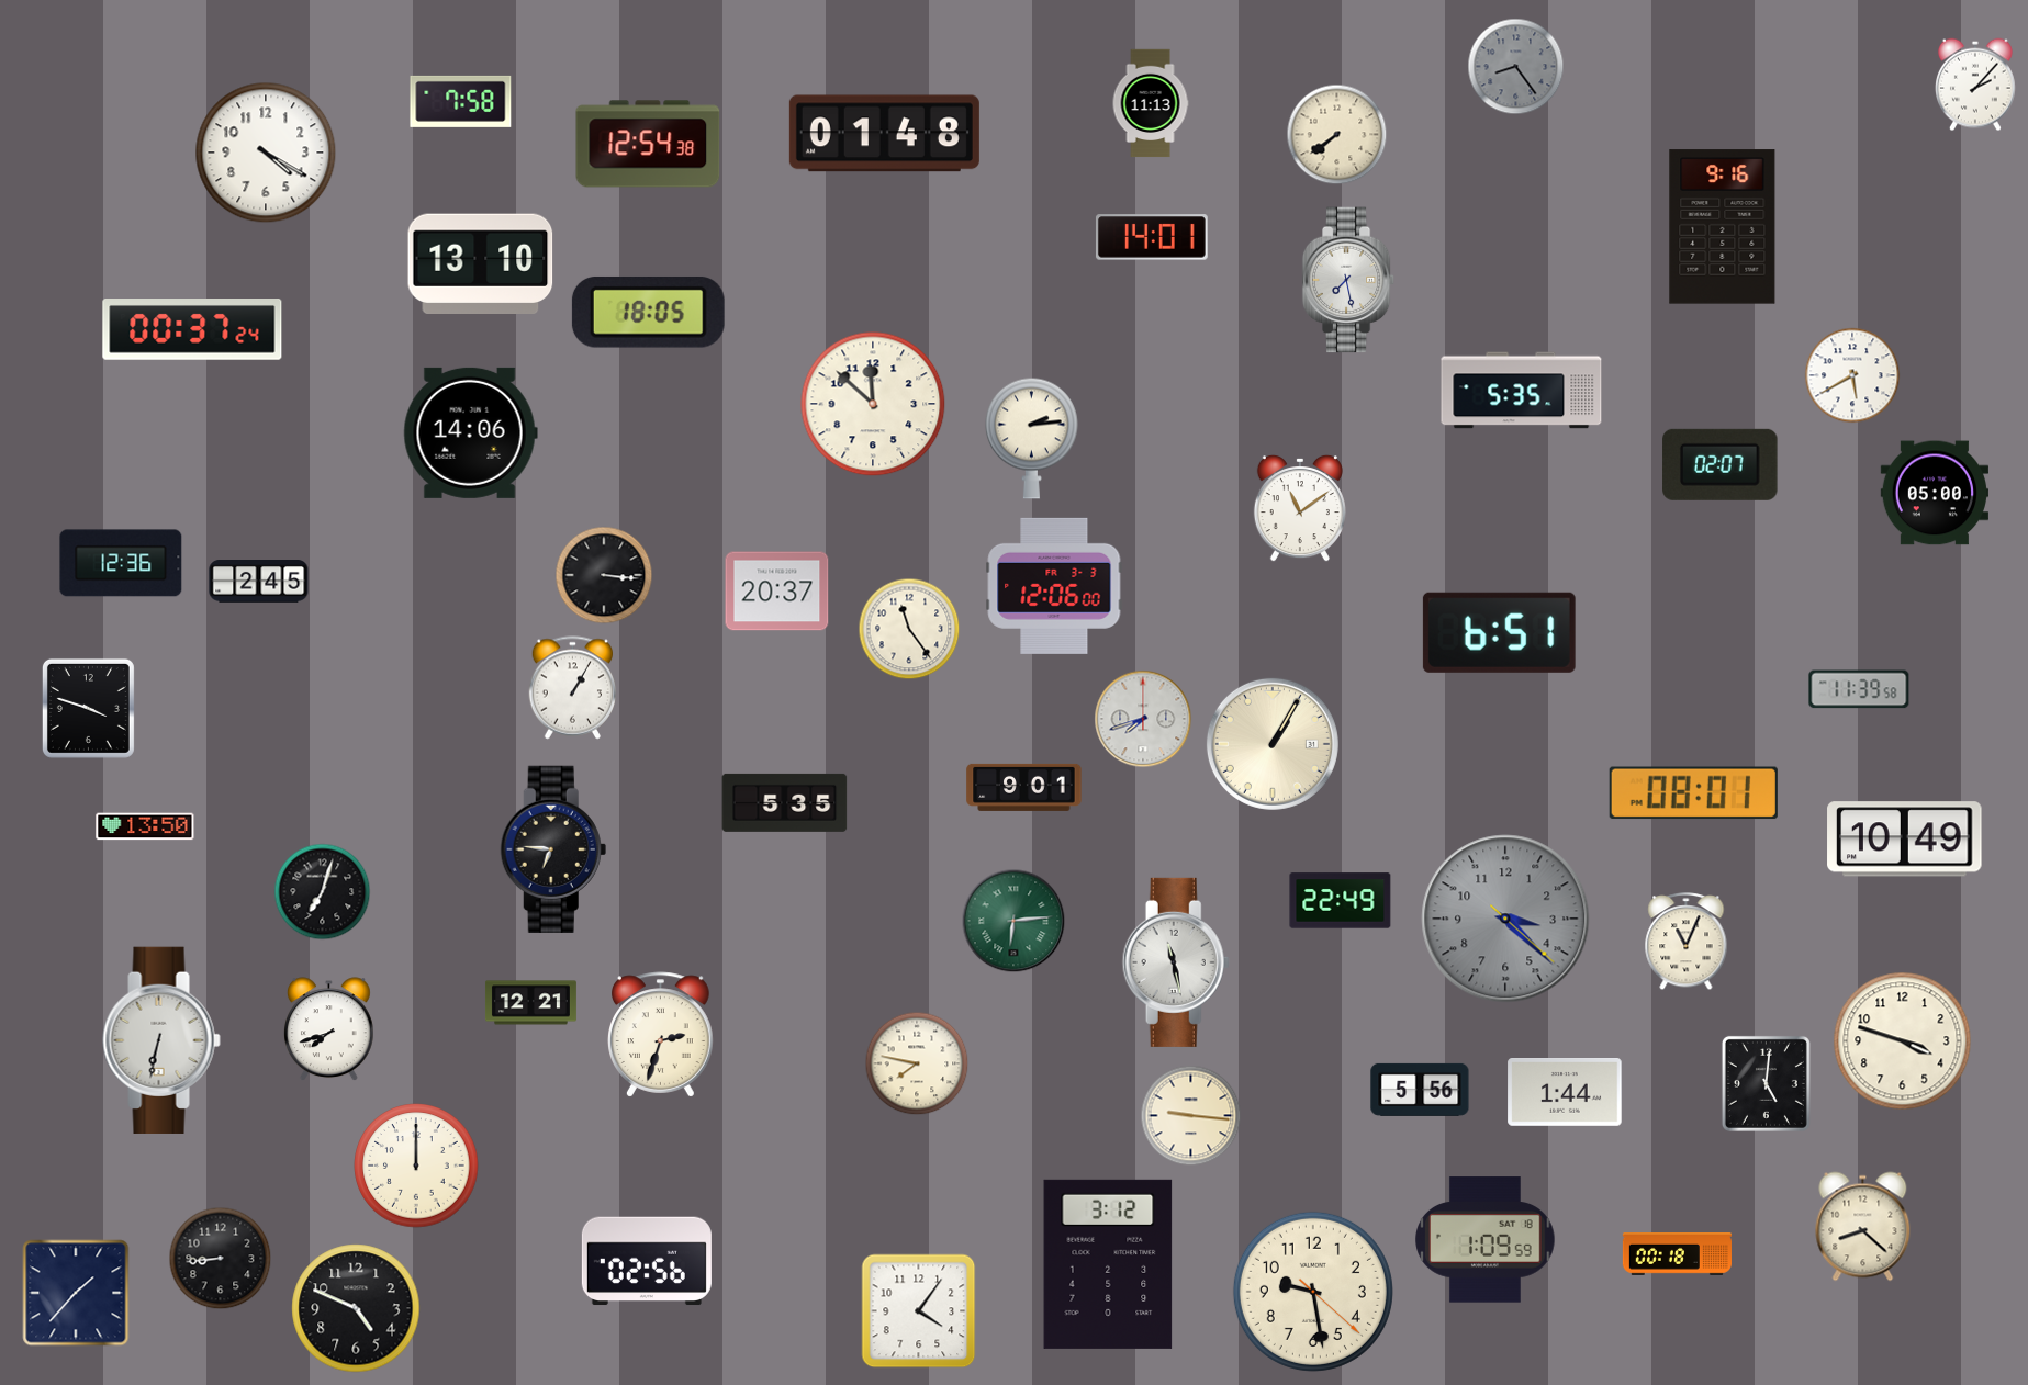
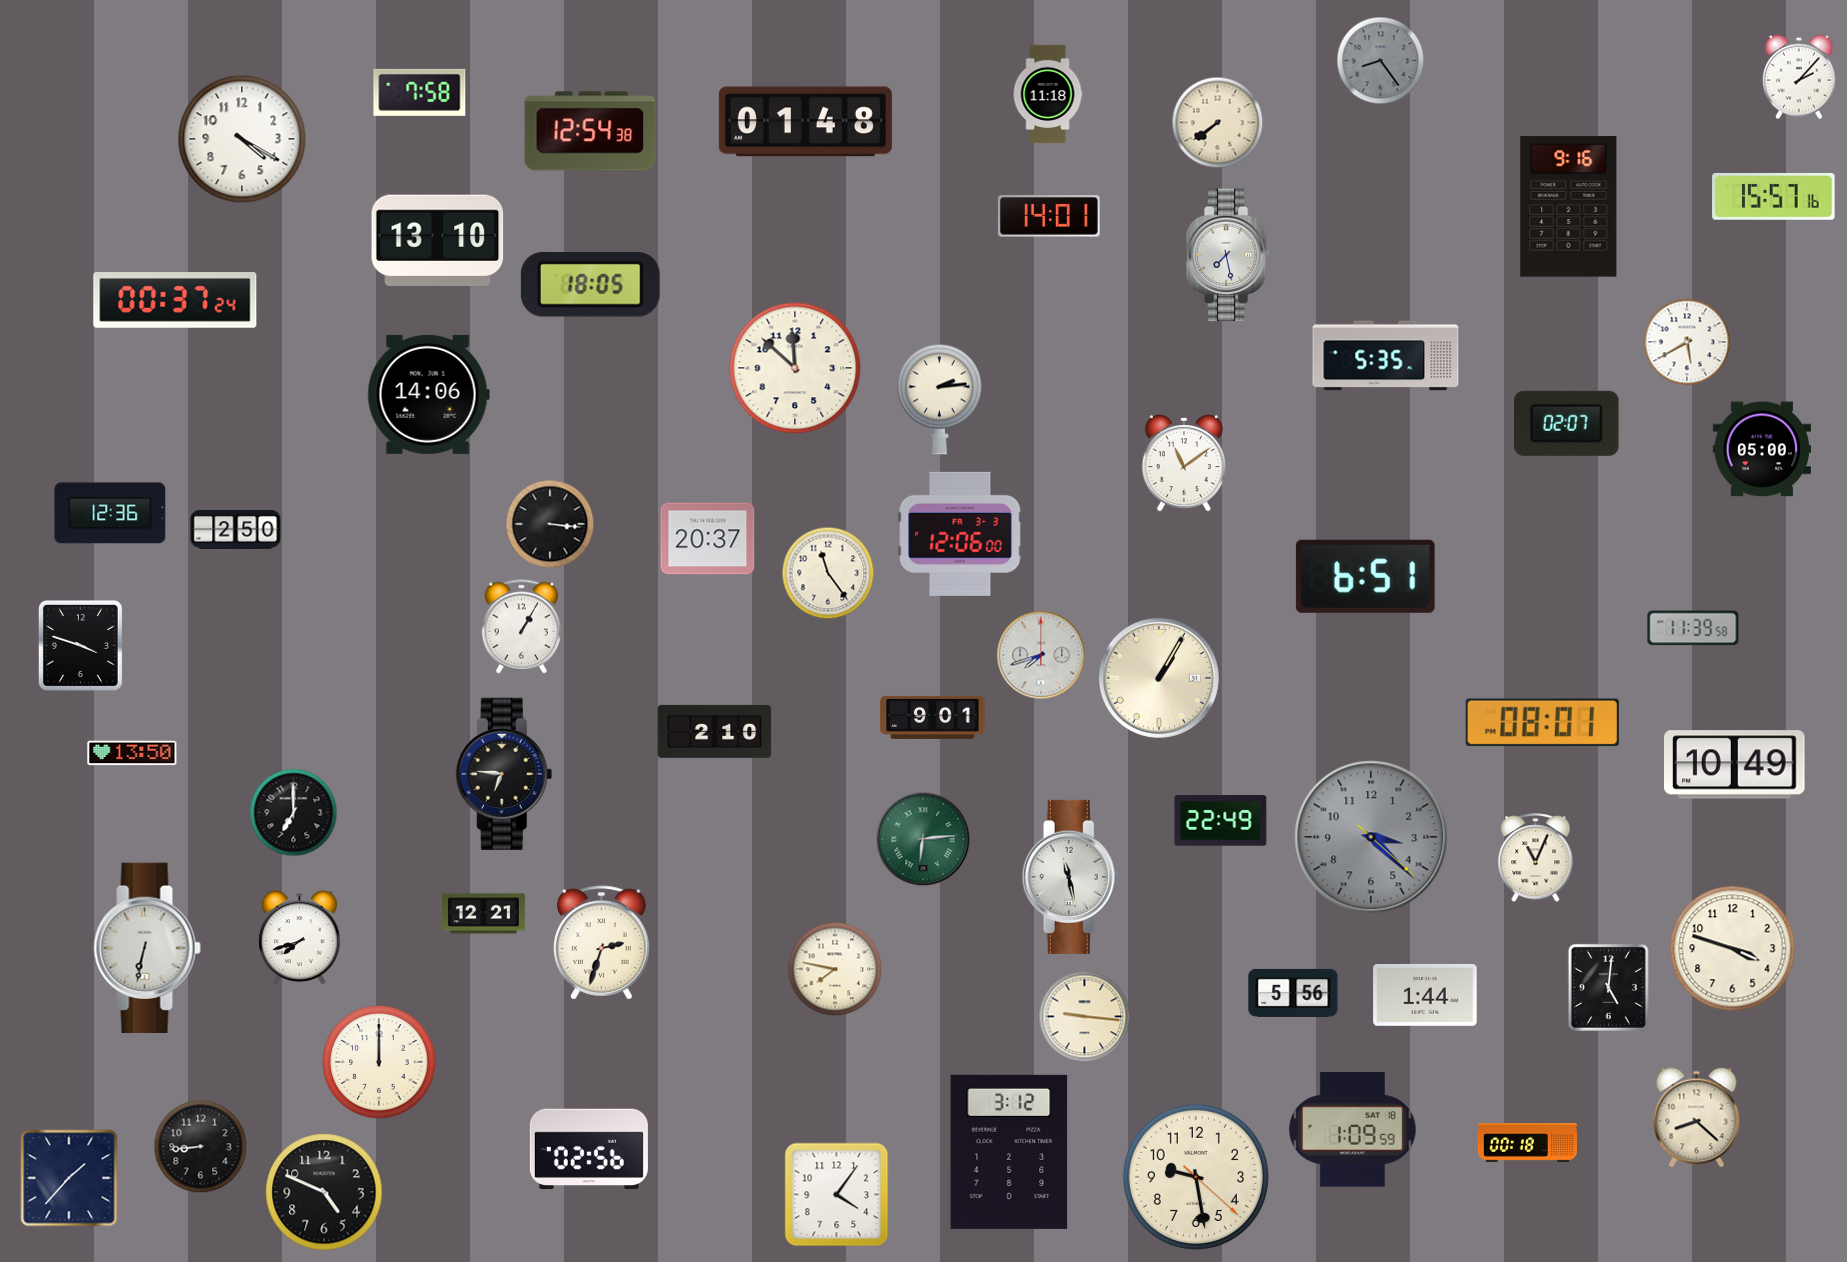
clock at (1151, 103): 11:13 -> 11:18
clock at (1774, 197): none -> 15:57
clock at (259, 582): 2:45 -> 2:50
clock at (785, 802): 5:35 -> 2:10
clock at (323, 892): 7:03 -> 7:00
